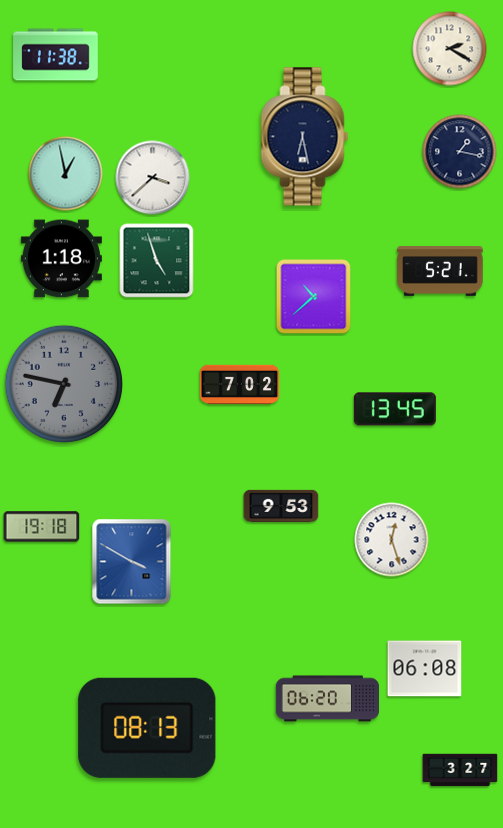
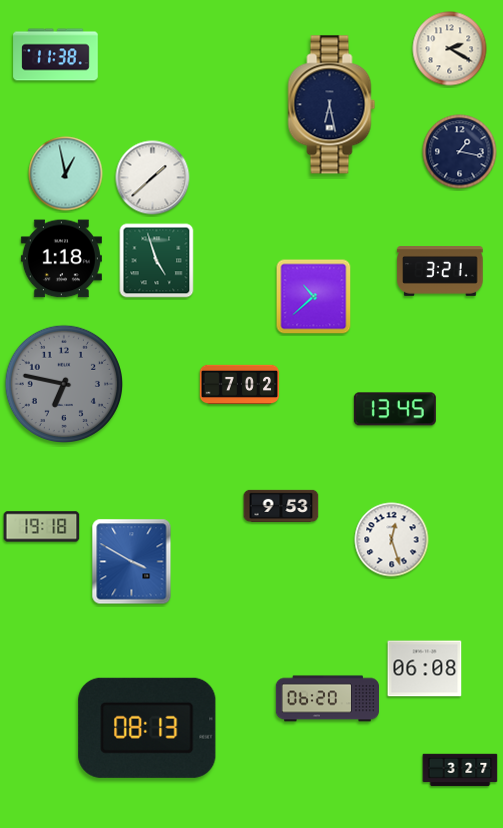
clock at (305, 137) position: (305, 137) -> (332, 105)
clock at (153, 178): 3:38 -> 1:38
clock at (440, 272): 5:21 -> 3:21
